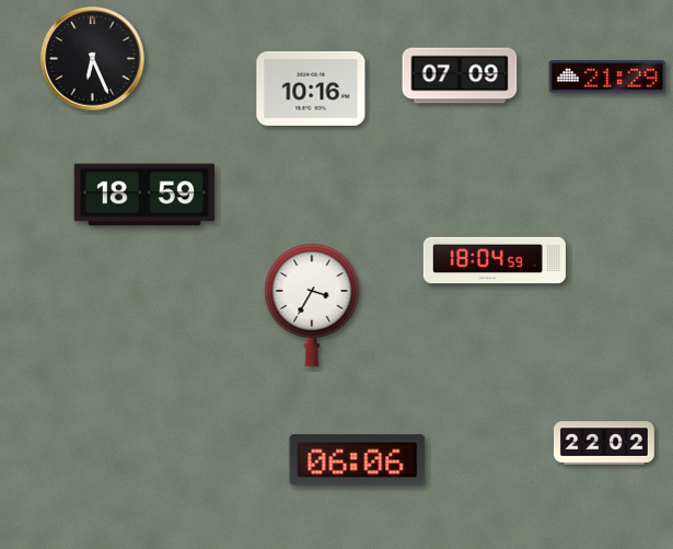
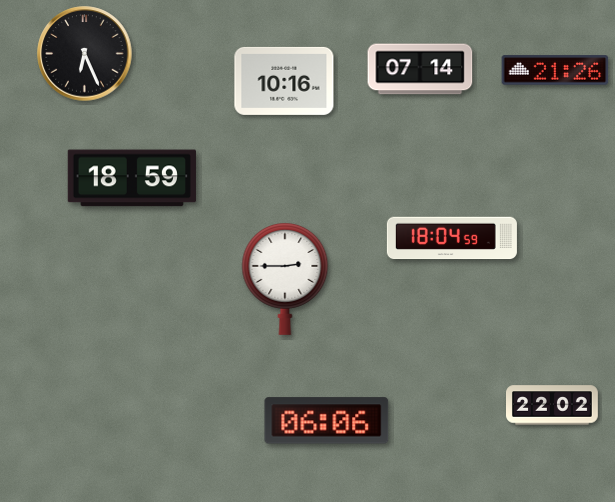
clock at (460, 75): 07:09 -> 07:14
clock at (607, 77): 21:29 -> 21:26
clock at (312, 304): 3:35 -> 2:45
